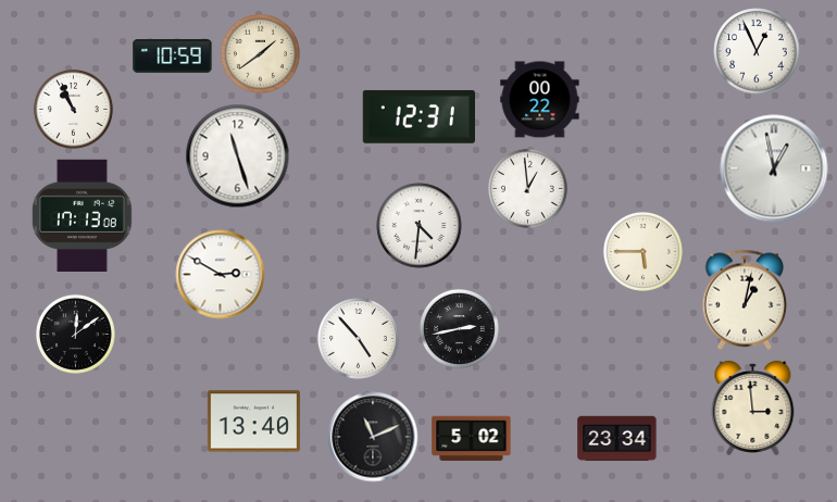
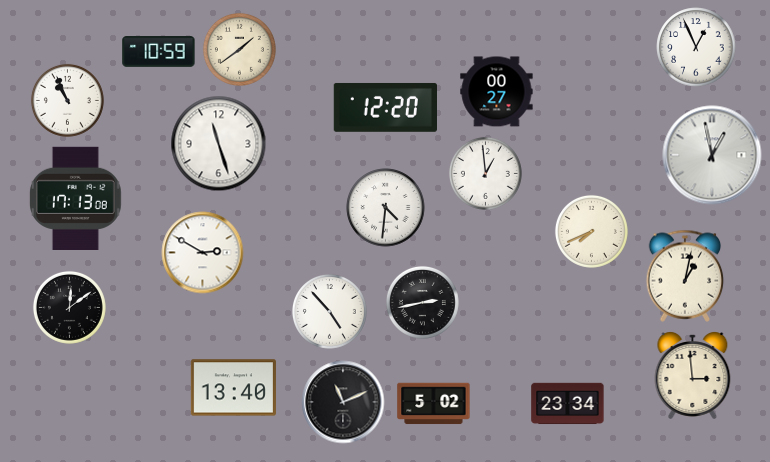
clock at (540, 100): 00:22 -> 00:27
clock at (418, 116): 12:31 -> 12:20
clock at (642, 251): 5:45 -> 7:41
